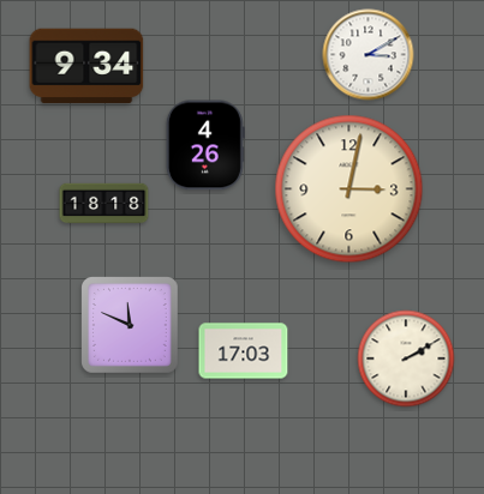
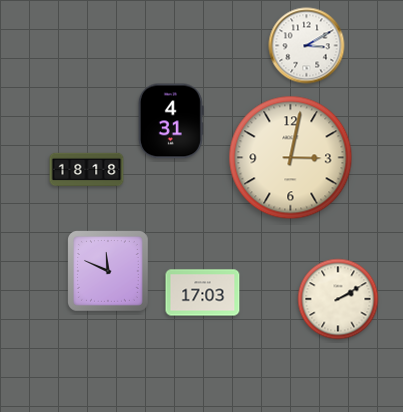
clock at (86, 66): 9:34 -> none
clock at (205, 145): 4:26 -> 4:31
